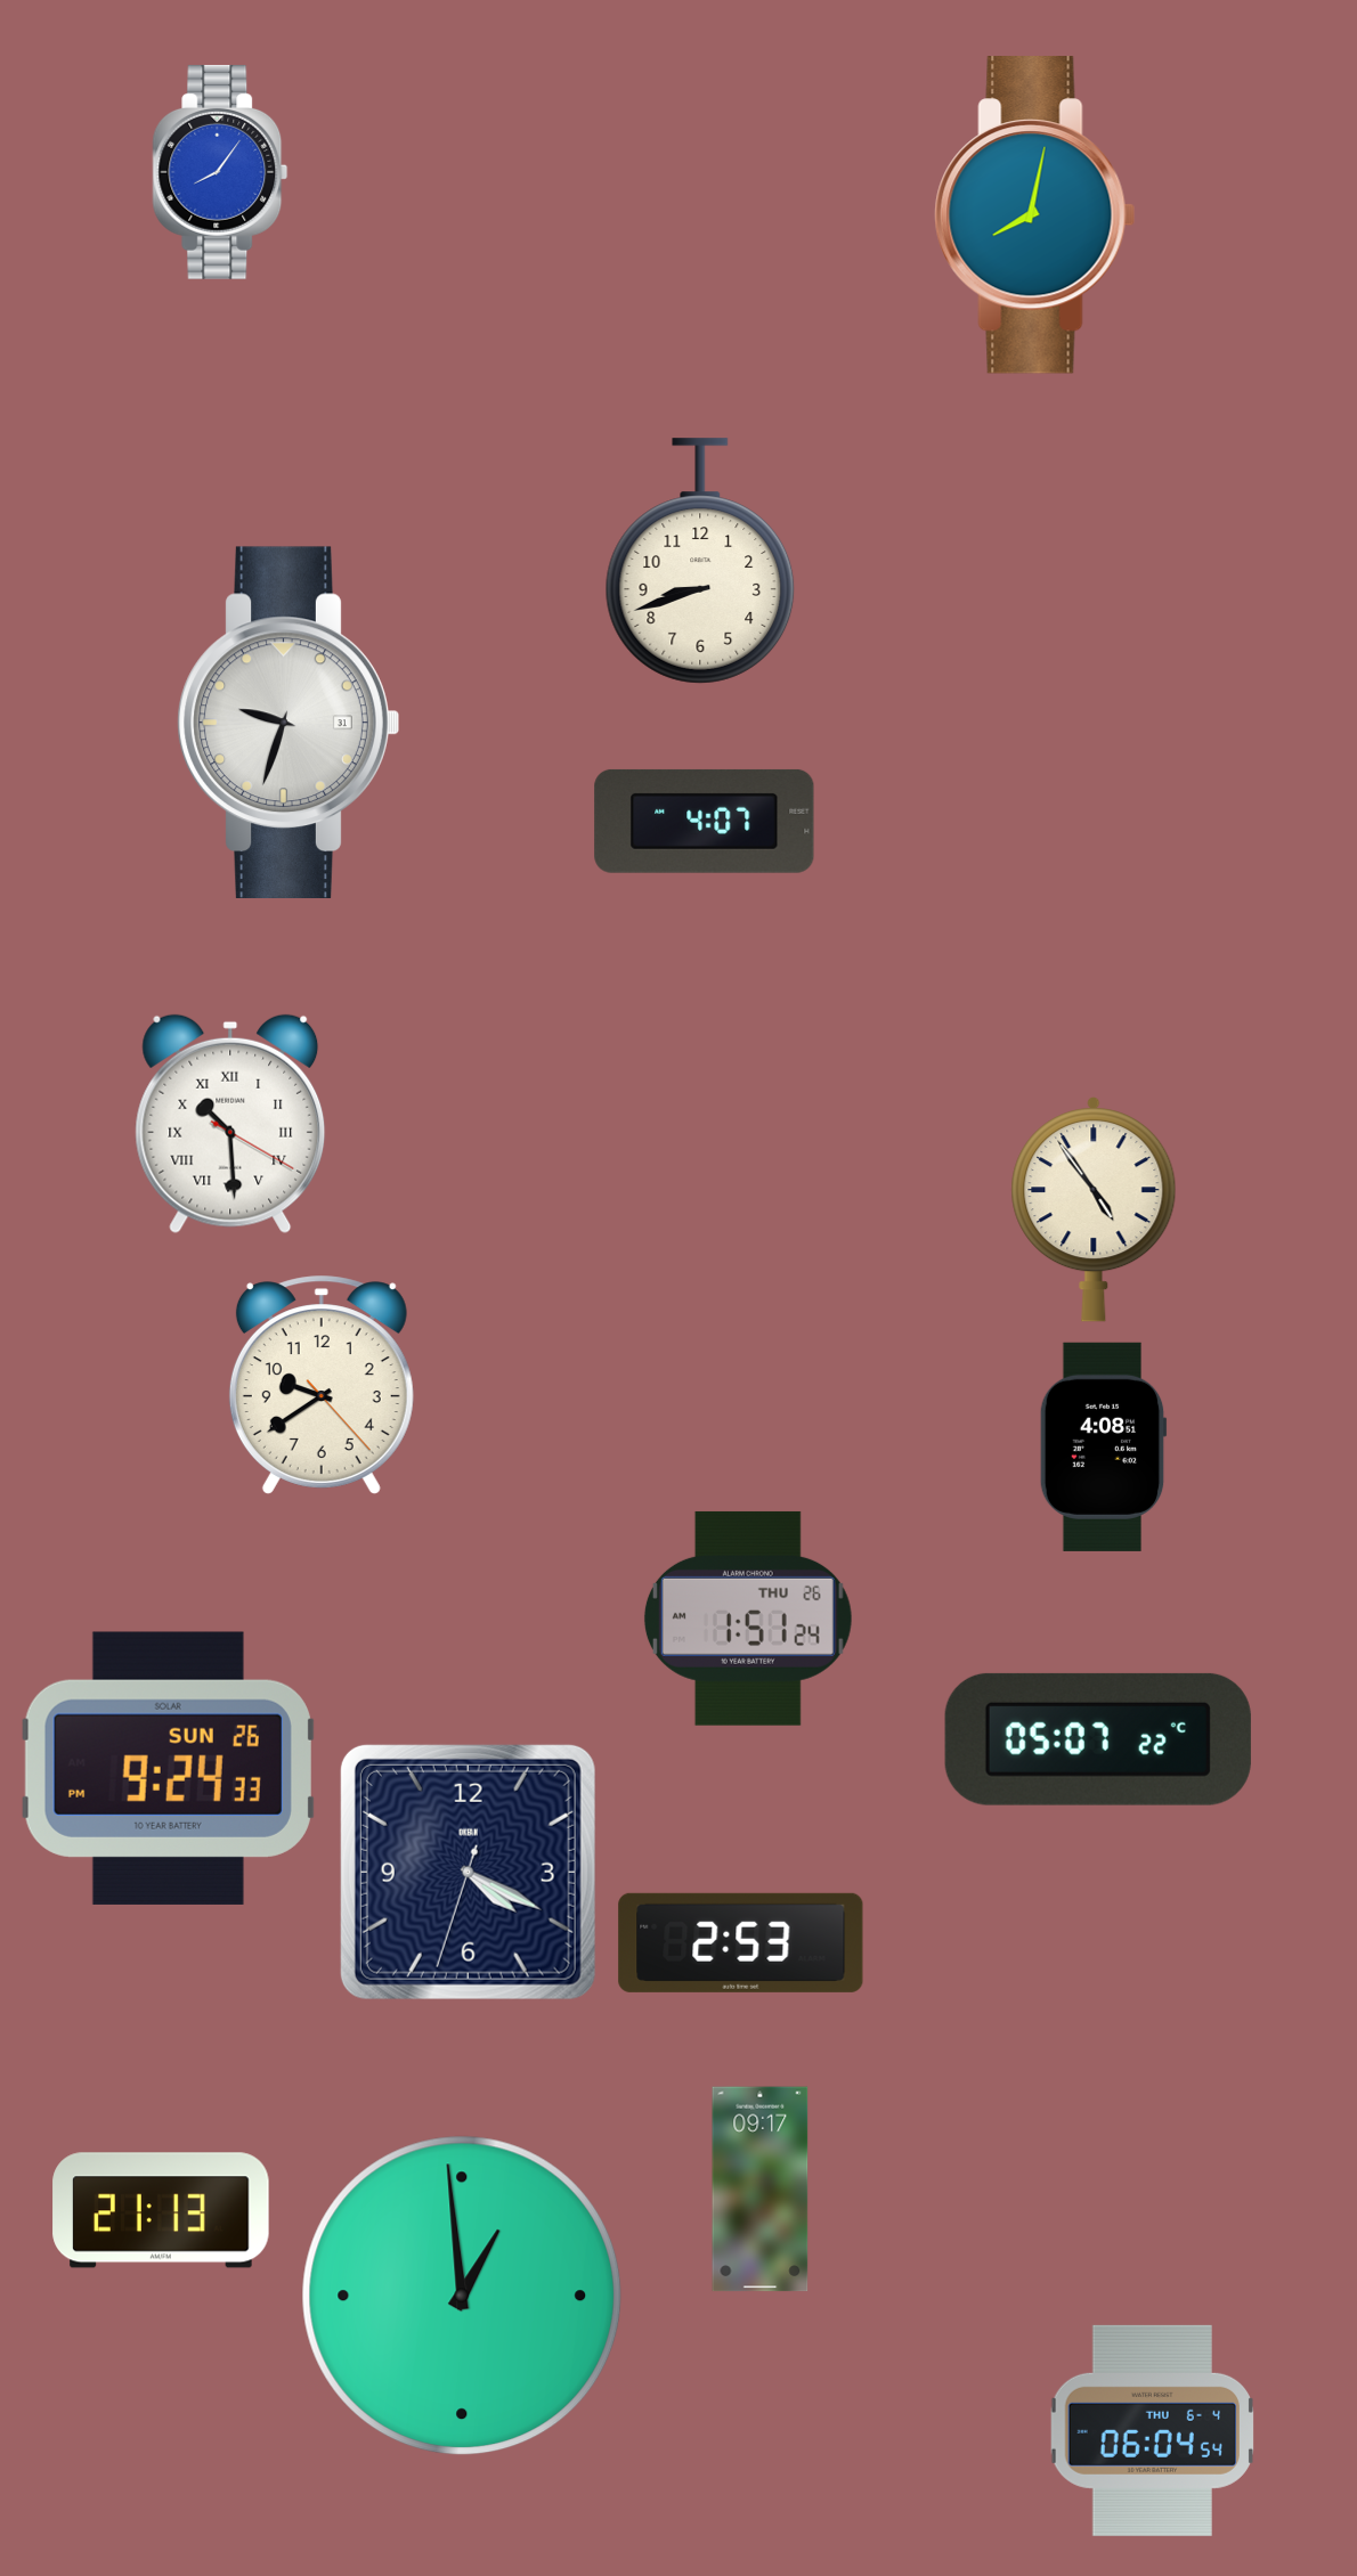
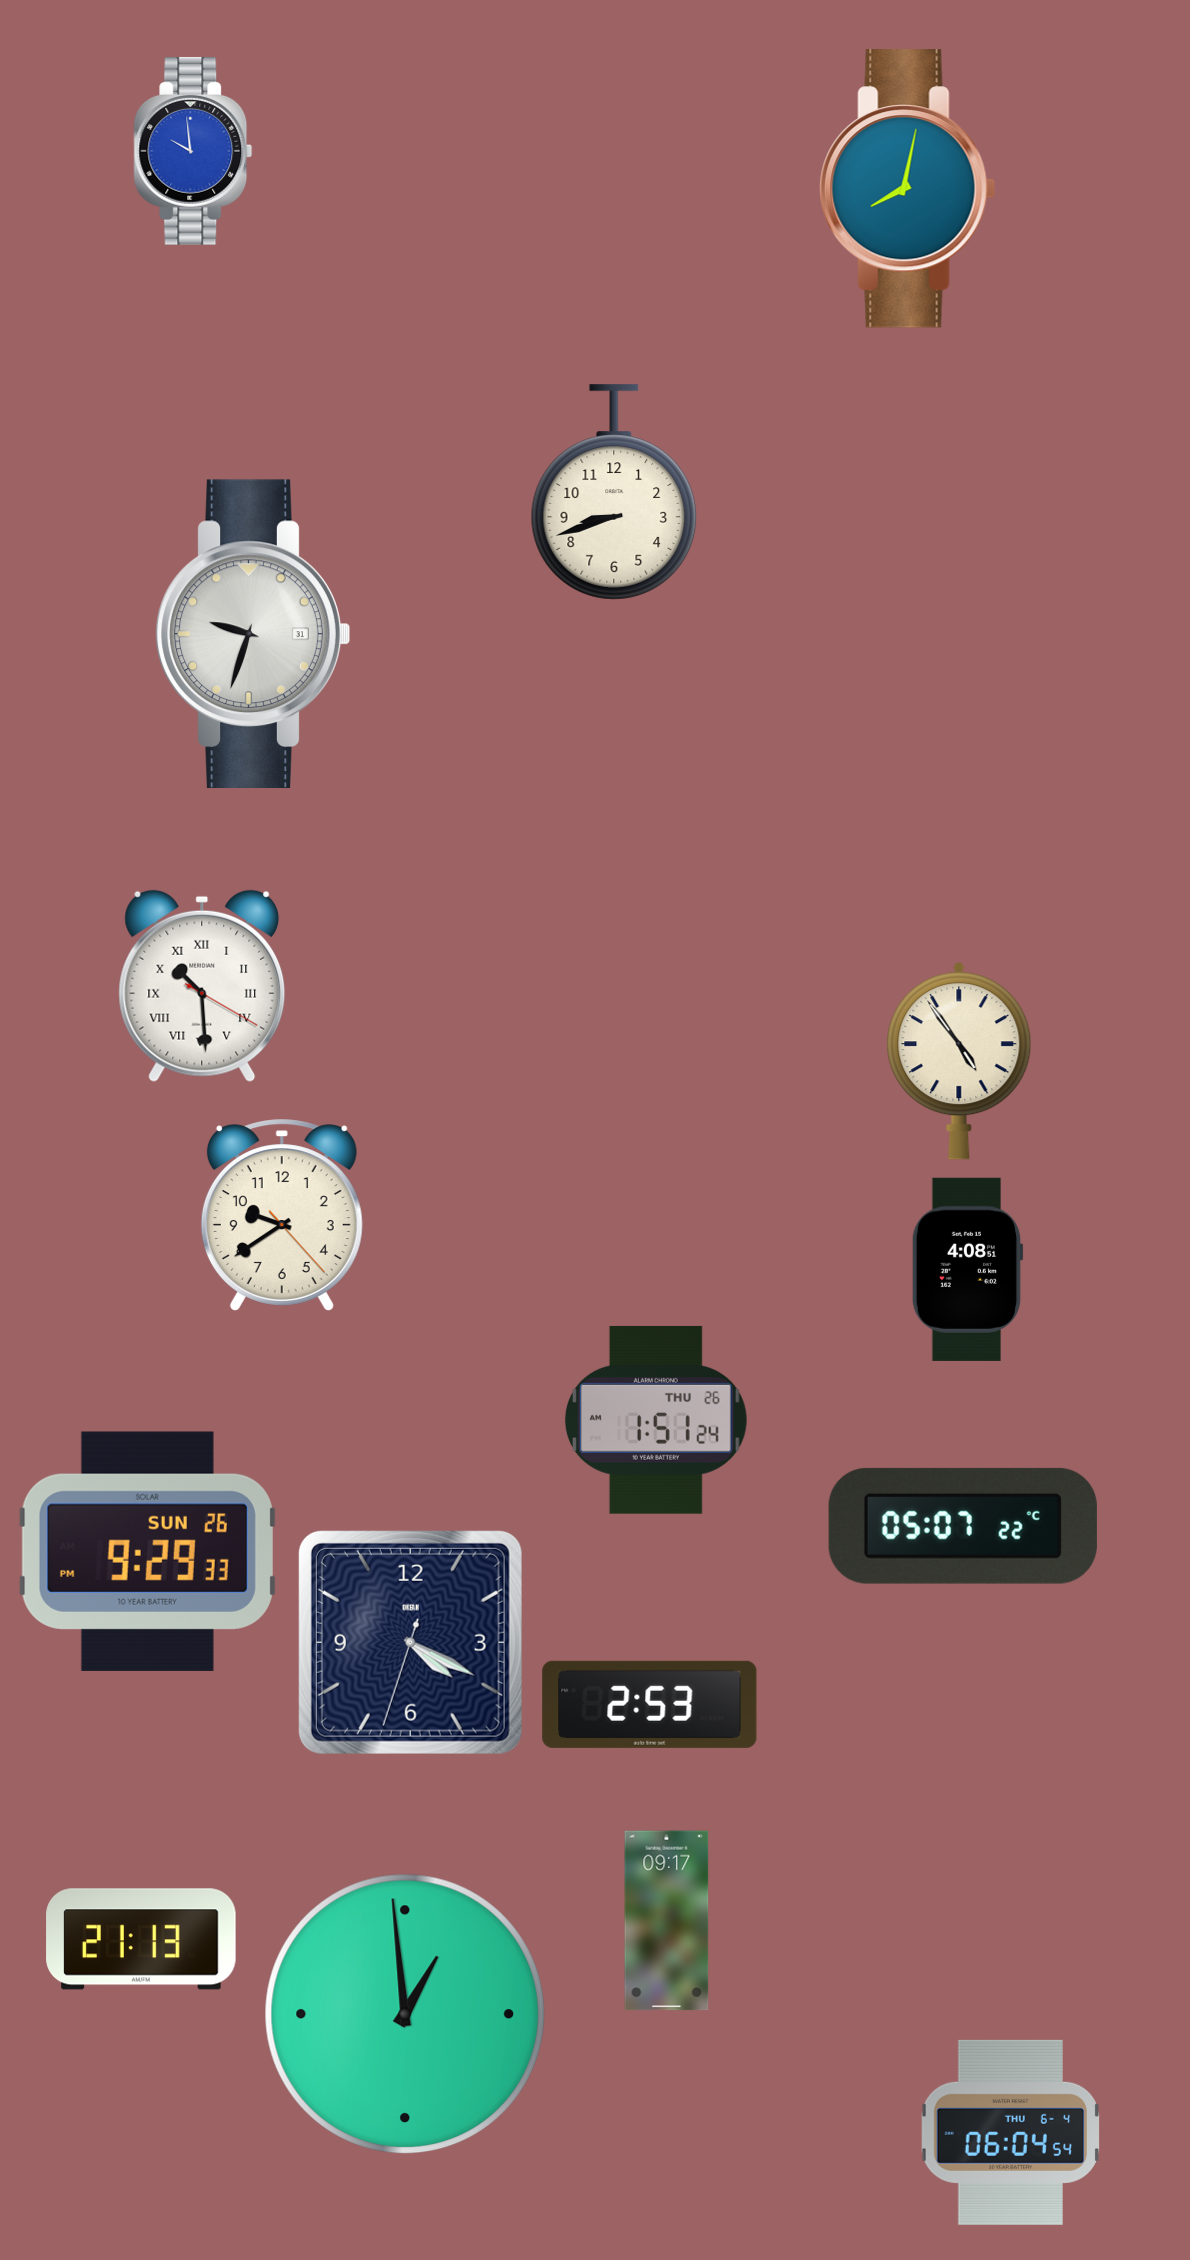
clock at (220, 172): 8:06 -> 9:59
clock at (705, 821): 4:07 -> none
clock at (168, 1768): 9:24 -> 9:29
